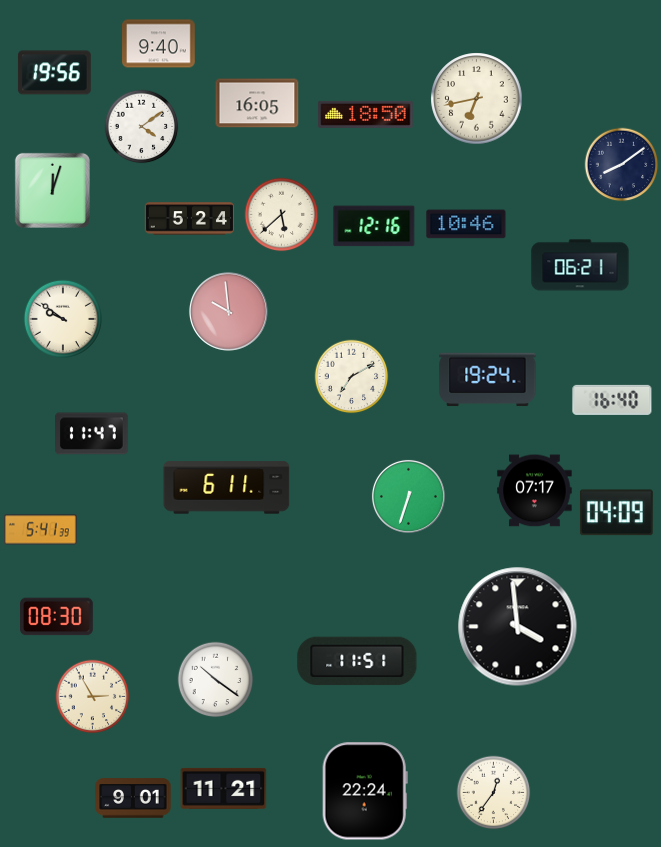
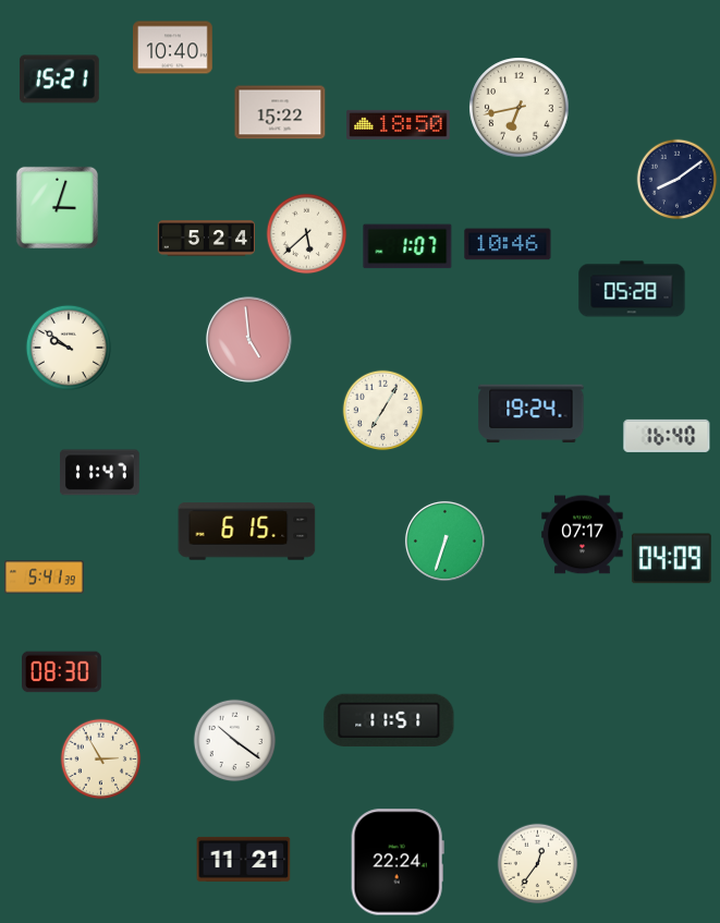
clock at (159, 44): 9:40 -> 10:40
clock at (55, 73): 19:56 -> 15:21
clock at (257, 103): 16:05 -> 15:22
clock at (142, 127): 4:09 -> none
clock at (52, 190): 12:03 -> 3:03
clock at (374, 226): 12:16 -> 1:07
clock at (580, 265): 06:21 -> 05:28
clock at (228, 311): 9:59 -> 4:59
clock at (352, 377): 7:10 -> 7:05
clock at (227, 488): 6:11 -> 6:15
clock at (518, 627): 3:59 -> none
clock at (133, 798): 9:01 -> none
